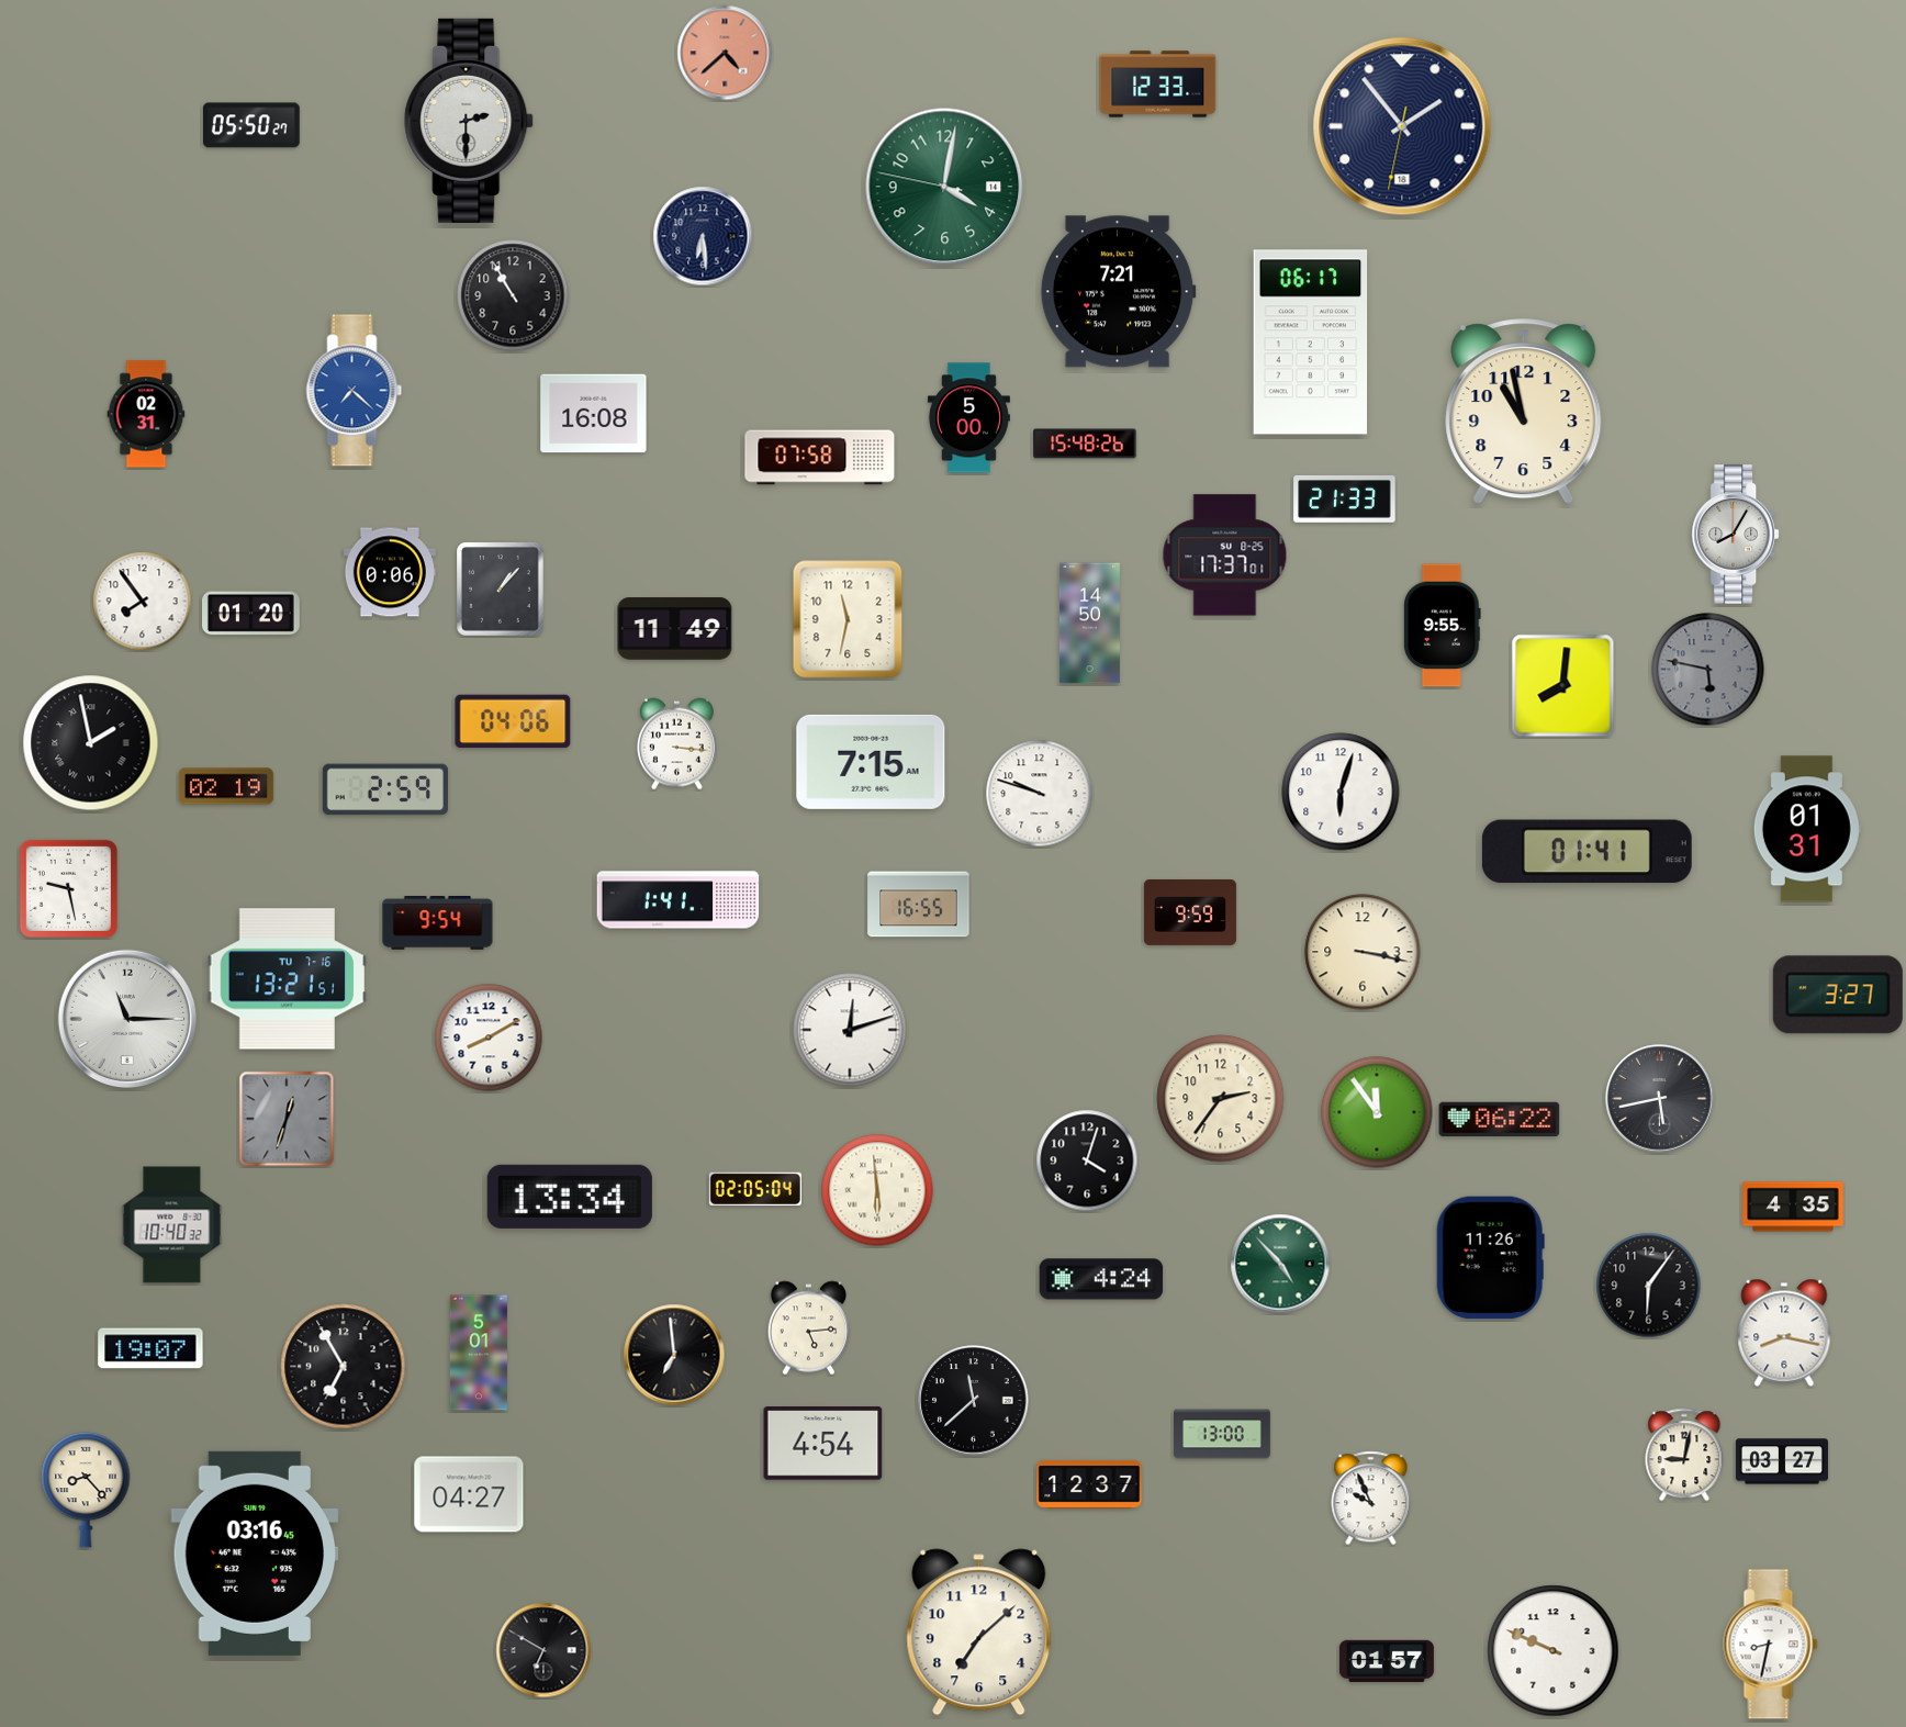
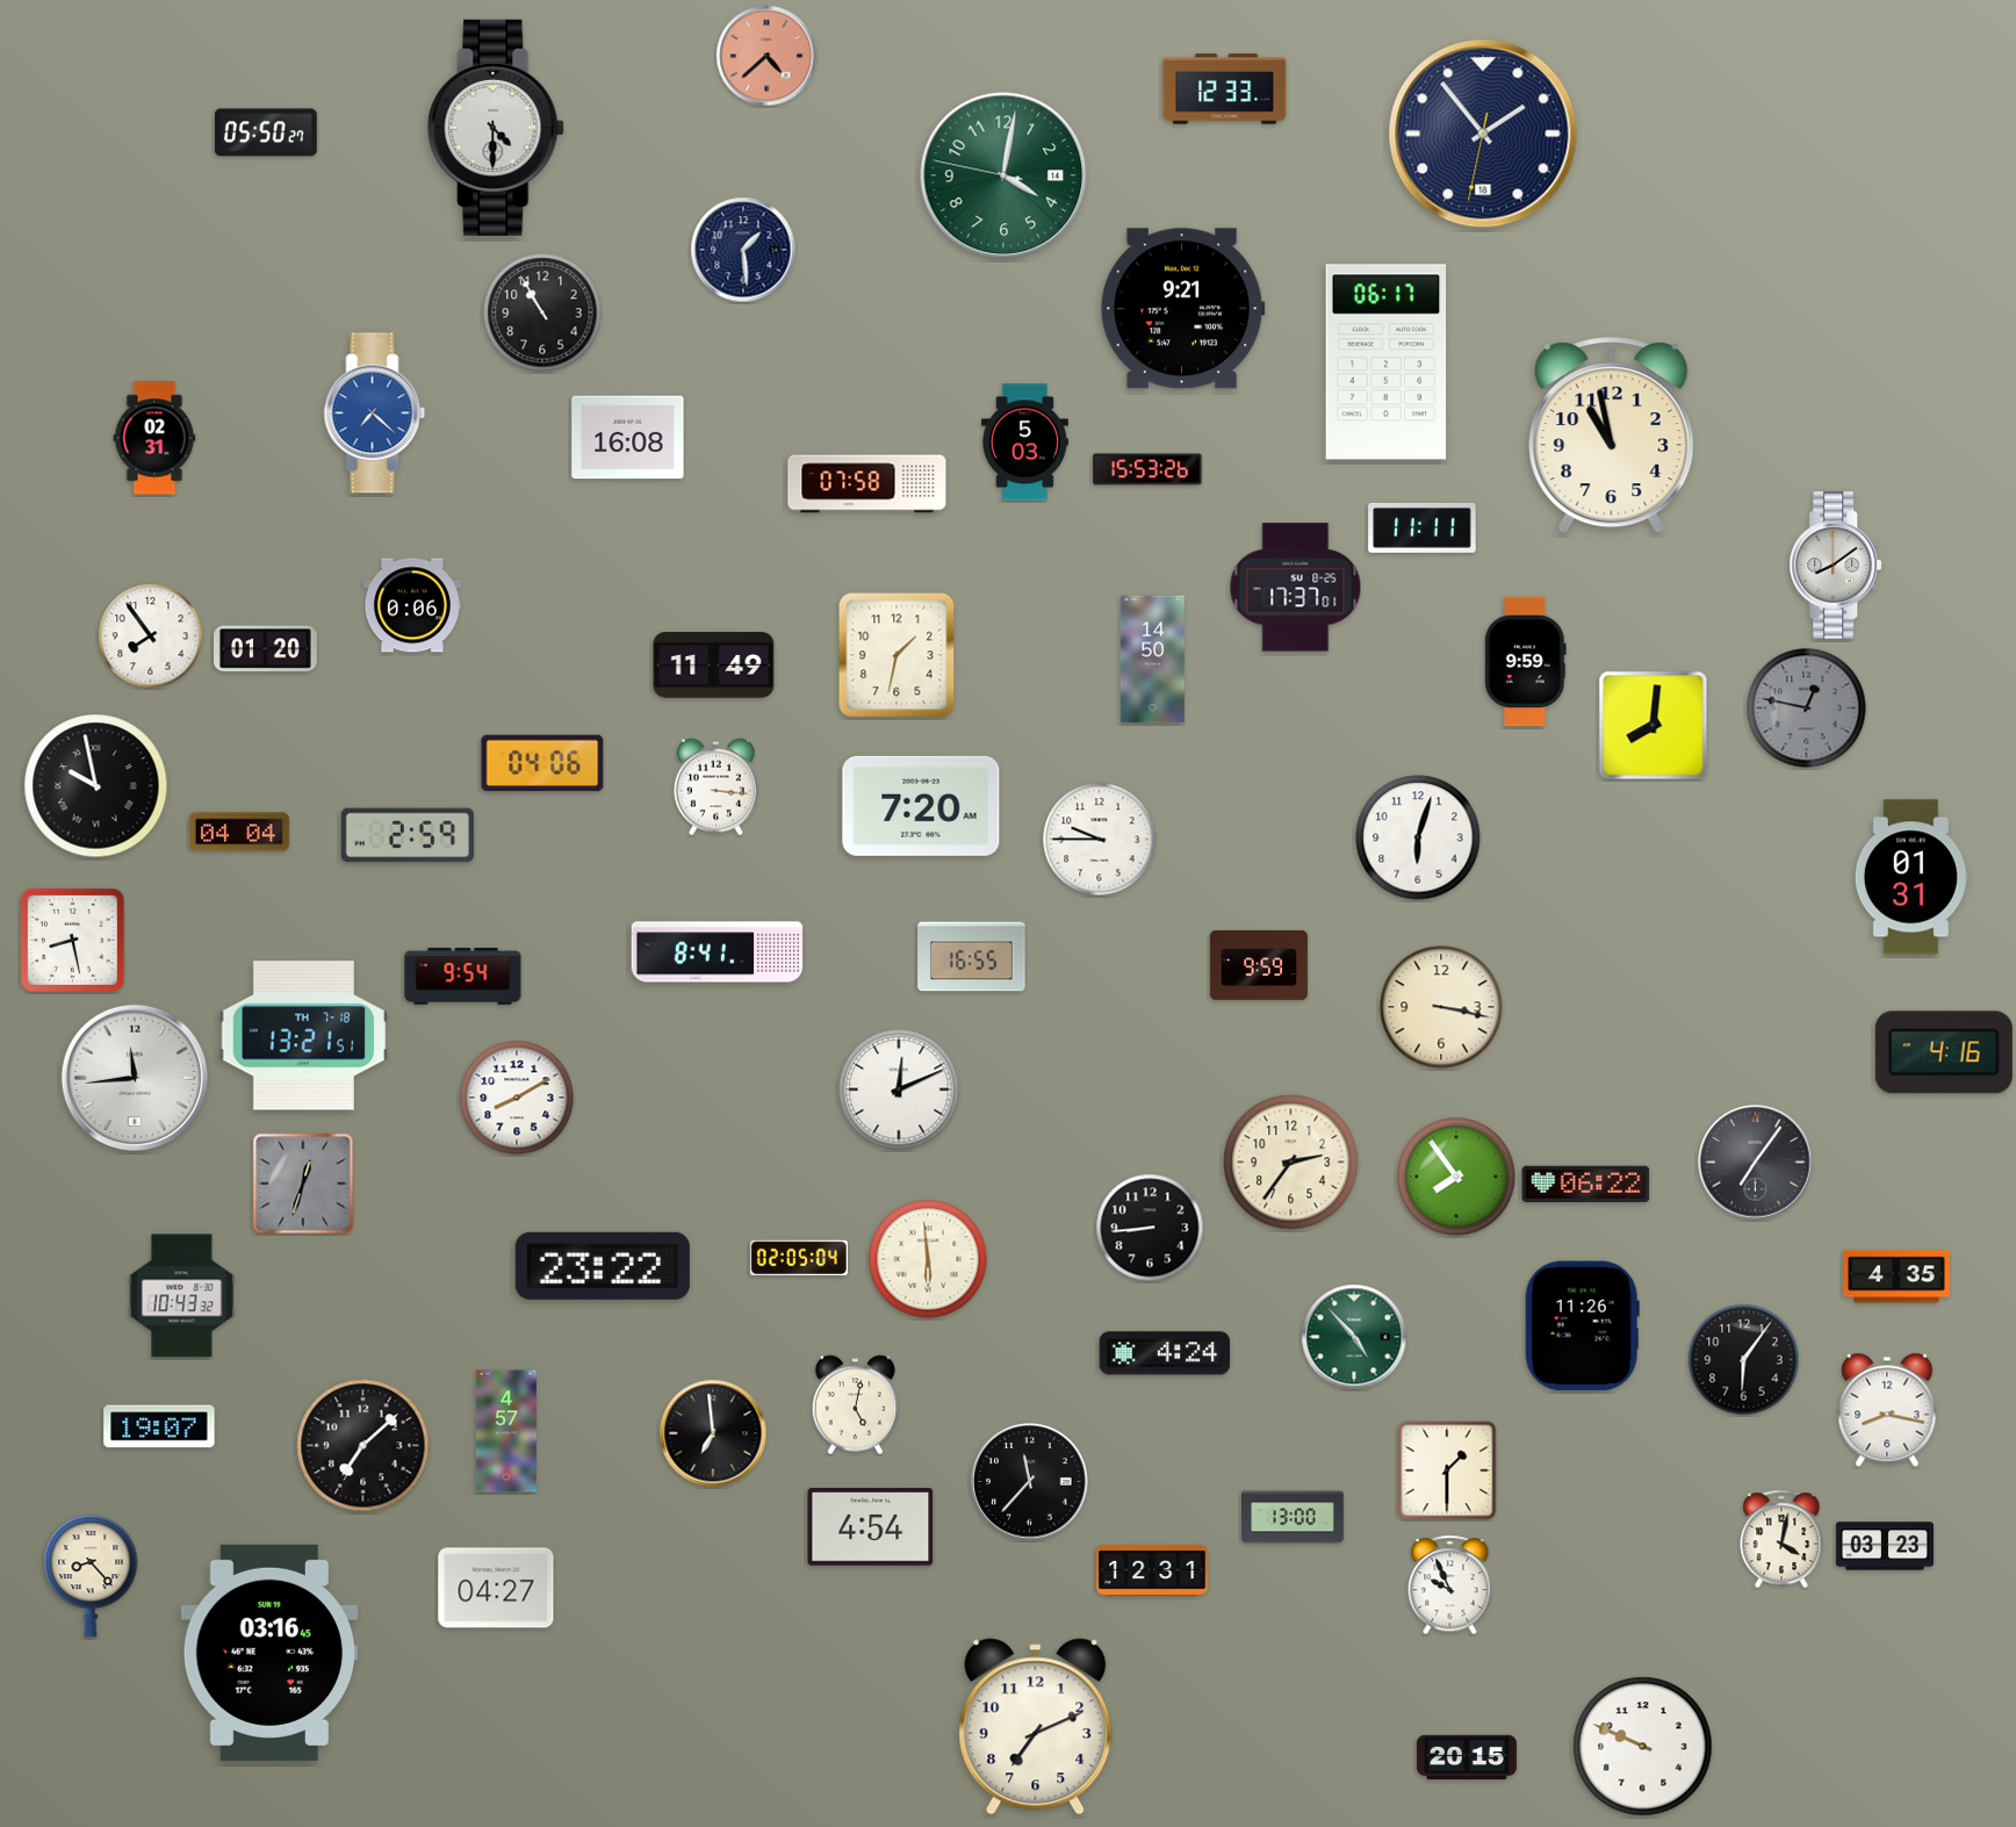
clock at (470, 121): 2:30 -> 4:30
clock at (944, 187) position: (944, 187) -> (1003, 175)
clock at (703, 236): 6:29 -> 1:29
clock at (1118, 292): 7:21 -> 9:21
clock at (968, 418): 5:00 -> 5:03
clock at (1085, 444): 15:48 -> 15:53
clock at (1345, 500): 21:33 -> 11:11
clock at (1735, 535): 8:05 -> 8:09
clock at (501, 590): 1:07 -> none
clock at (848, 619): 11:32 -> 1:32
clock at (1442, 626): 9:55 -> 9:59
clock at (1708, 670): 5:47 -> 12:47
clock at (91, 743): 1:58 -> 9:58
clock at (871, 762): 7:15 -> 7:20
clock at (226, 786): 02:19 -> 04:04
clock at (1040, 794): 9:48 -> 9:45
clock at (1587, 852): 01:41 -> none
clock at (68, 888): 9:28 -> 8:28
clock at (679, 900): 1:41 -> 8:41
clock at (288, 979) date: TU 7-16 -> TH 7-18
clock at (1838, 995): 3:27 -> 4:16
clock at (126, 1018): 11:15 -> 11:44
clock at (850, 1030): 12:12 -> 12:11
clock at (1660, 1099): 5:43 -> 7:06
clock at (1377, 1112): 11:54 -> 7:54
clock at (1087, 1160): 4:03 -> 8:44
clock at (570, 1197): 13:34 -> 23:22
clock at (172, 1225): 10:40 -> 10:43
clock at (1490, 1258) position: (1490, 1258) -> (1582, 1326)
clock at (808, 1328): 5:14 -> 5:02
clock at (479, 1353): 5:01 -> 4:57
clock at (344, 1367): 6:55 -> 7:08
clock at (1447, 1470): none -> 1:30
clock at (974, 1401): 11:38 -> 11:37
clock at (1684, 1455): 9:02 -> 4:02
clock at (1782, 1461): 03:27 -> 03:23
clock at (1089, 1484): 12:37 -> 12:31
clock at (469, 1494) position: (469, 1494) -> (496, 1588)
clock at (255, 1554) position: (255, 1554) -> (269, 1653)
clock at (979, 1633): 7:08 -> 7:11
clock at (1771, 1645): 8:32 -> none
clock at (543, 1650): 6:50 -> none
clock at (1387, 1660): 01:57 -> 20:15
